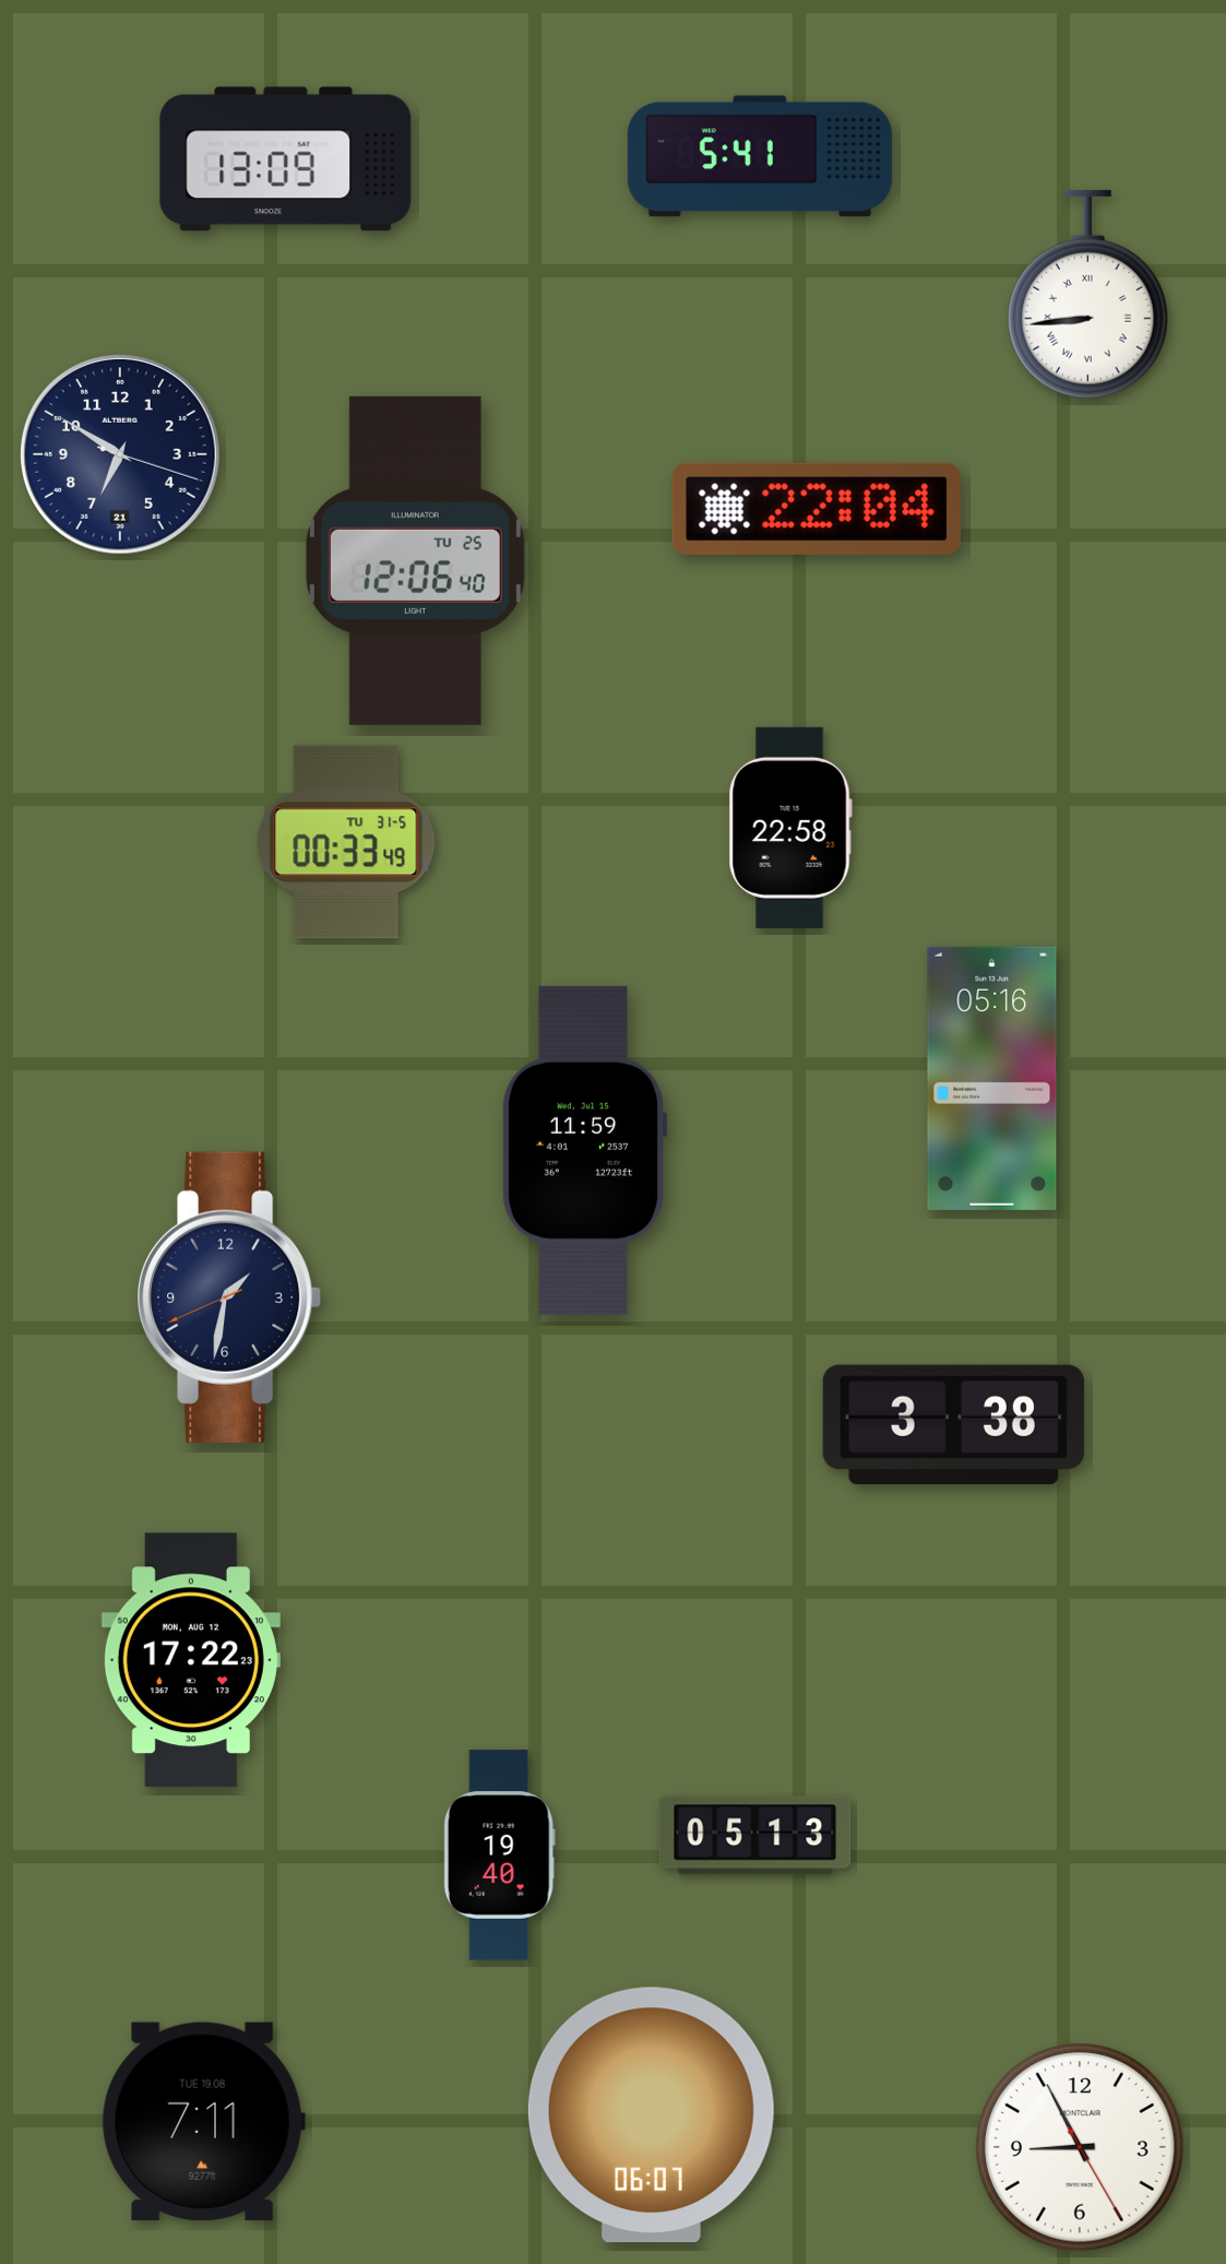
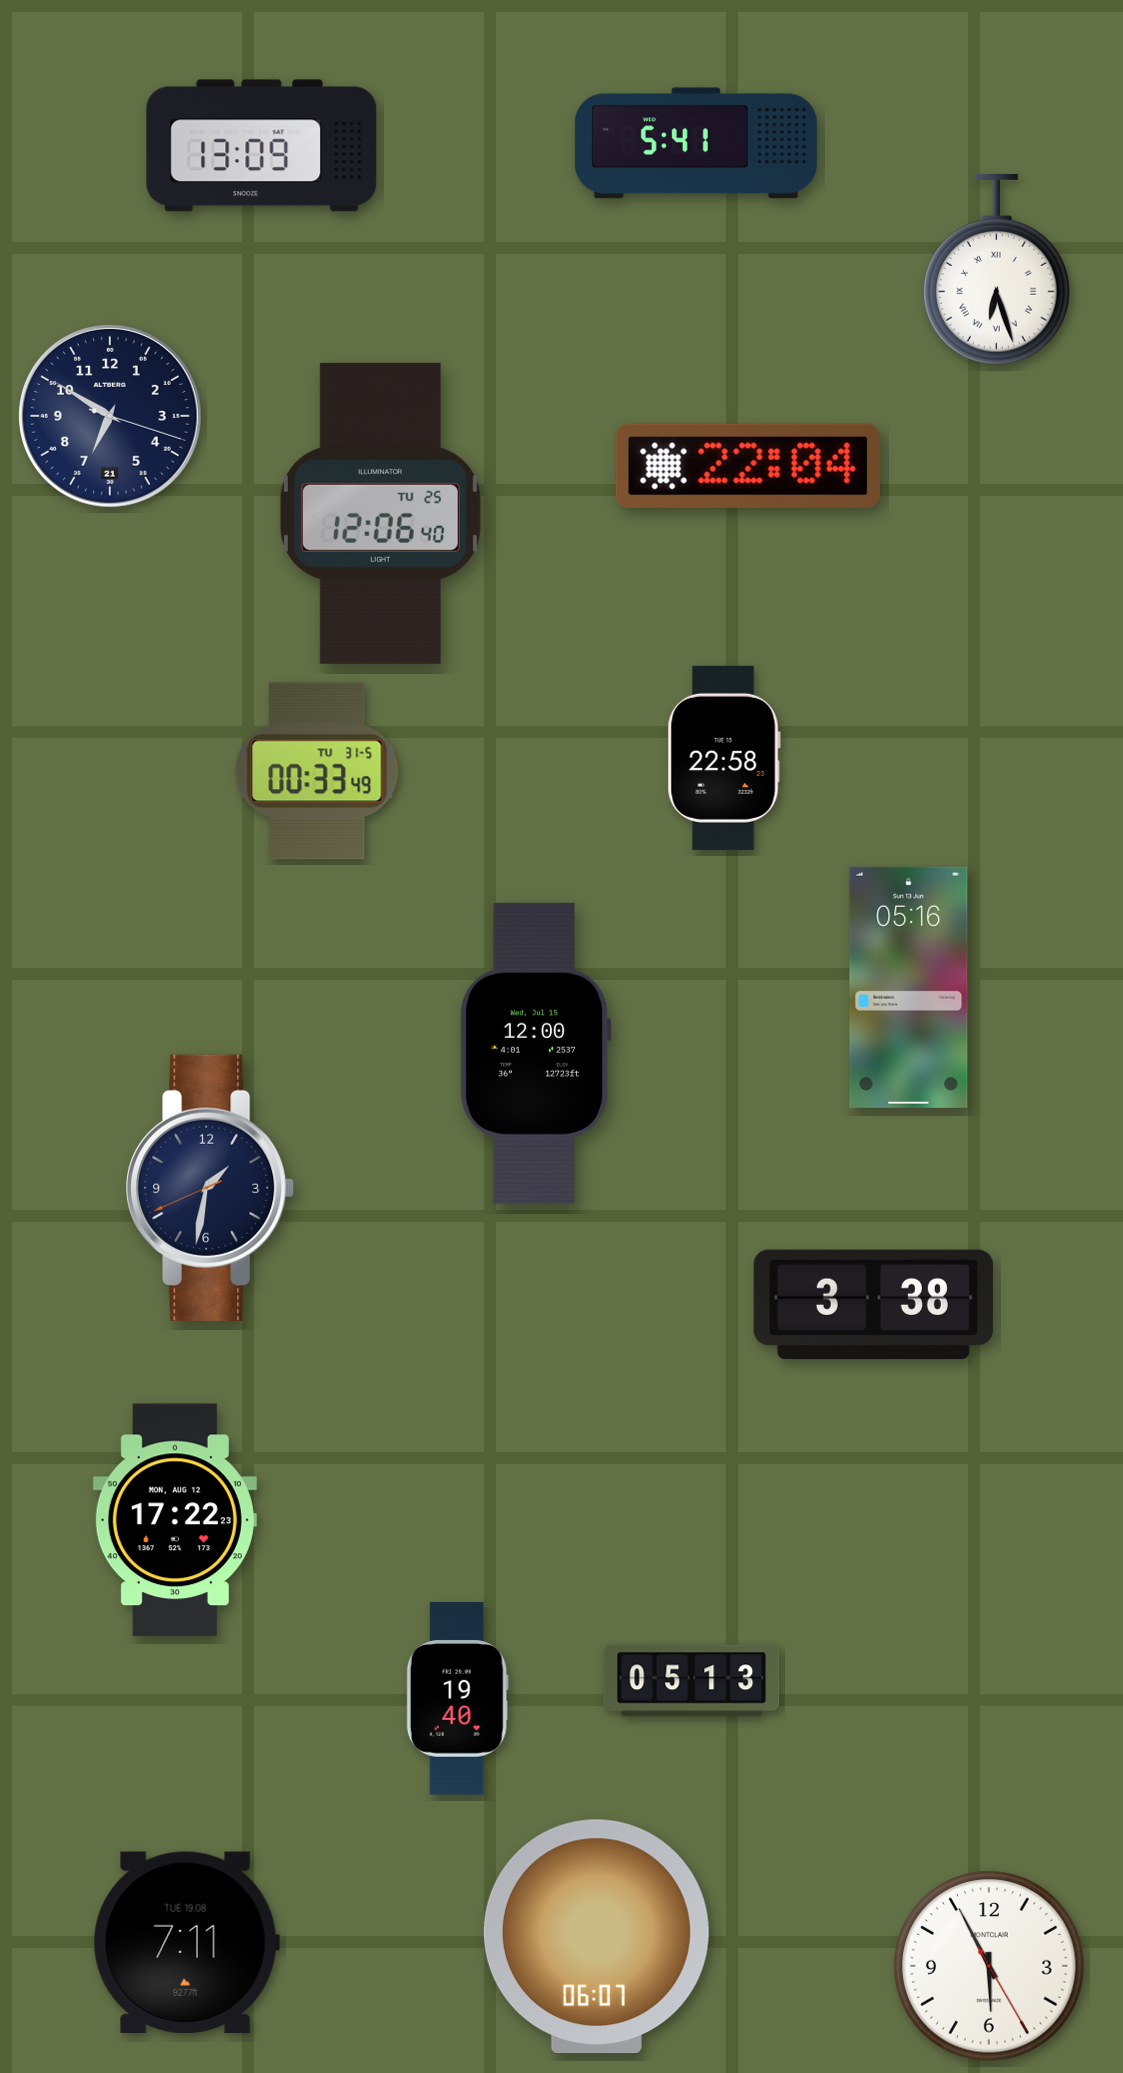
clock at (1088, 295): 8:44 -> 6:27
clock at (584, 1150): 11:59 -> 12:00
clock at (1080, 2147): 8:55 -> 5:55
